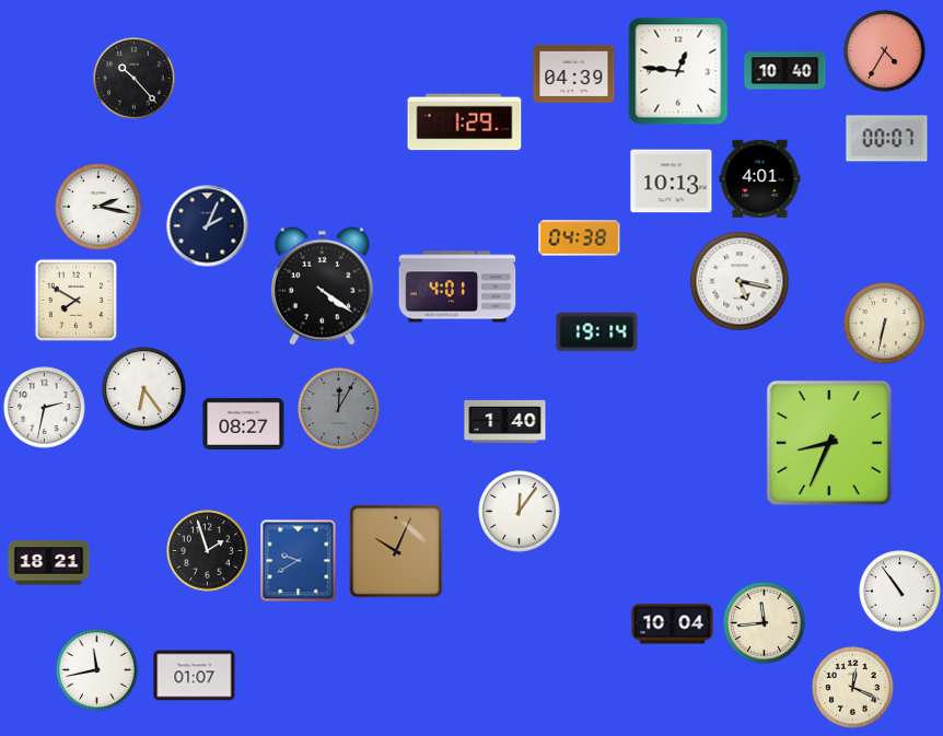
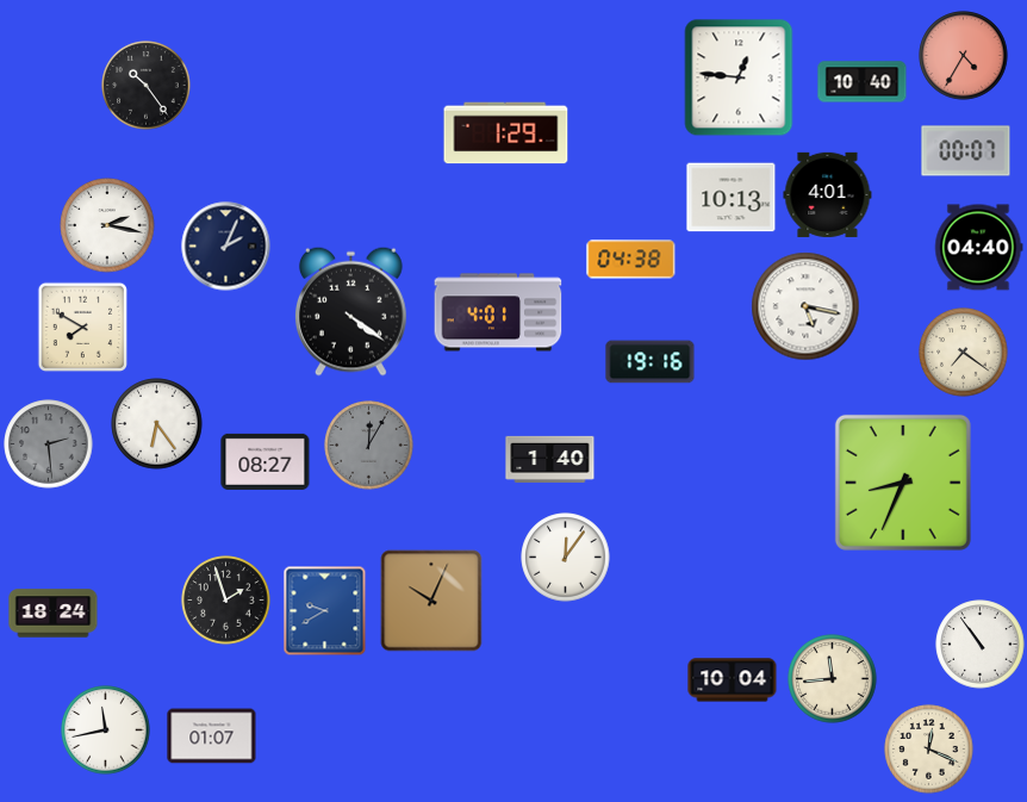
clock at (785, 71) position: (785, 71) -> (863, 82)
clock at (574, 73): 04:39 -> none
clock at (135, 79): 10:23 -> 10:24
clock at (979, 248): none -> 04:40
clock at (885, 324): 6:32 -> 7:21
clock at (597, 332): 19:14 -> 19:16
clock at (45, 408): 2:32 -> 2:29
clock at (45, 408) dial: white -> grey
clock at (49, 563): 18:21 -> 18:24
